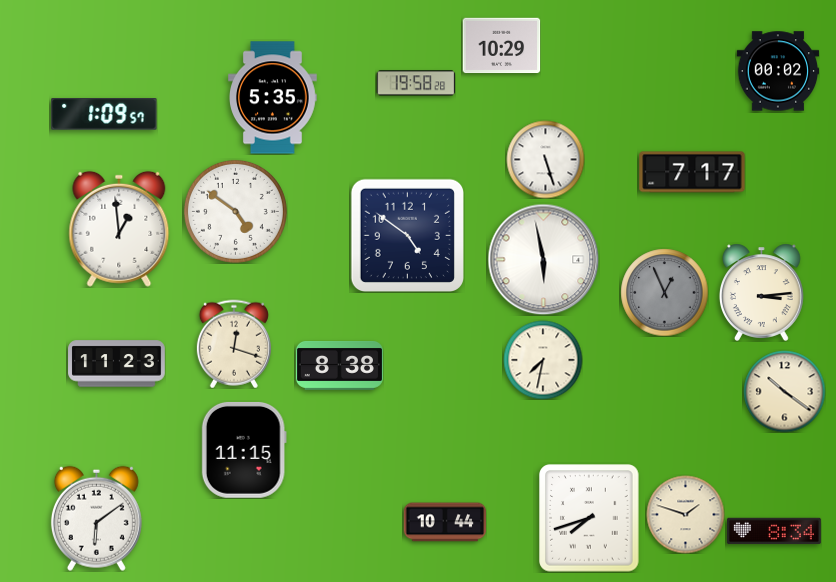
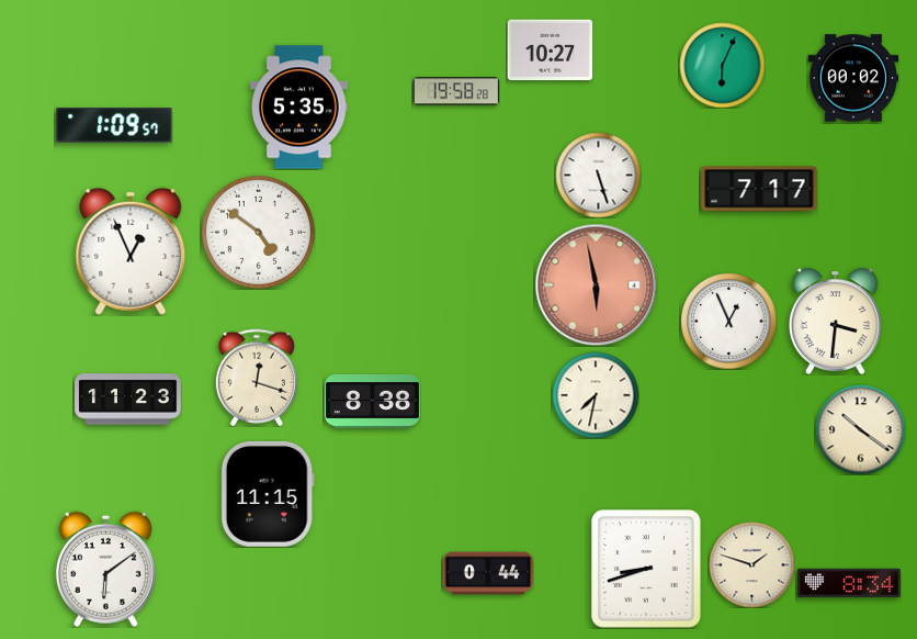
clock at (501, 46): 10:29 -> 10:27
clock at (722, 65): none -> 6:04
clock at (119, 229): 12:59 -> 12:56
clock at (407, 235): 4:51 -> none
clock at (543, 259) dial: white -> salmon
clock at (664, 292) dial: grey -> white
clock at (761, 292): 3:14 -> 3:31
clock at (589, 518): 7:42 -> 8:42
clock at (445, 522): 10:44 -> 0:44
